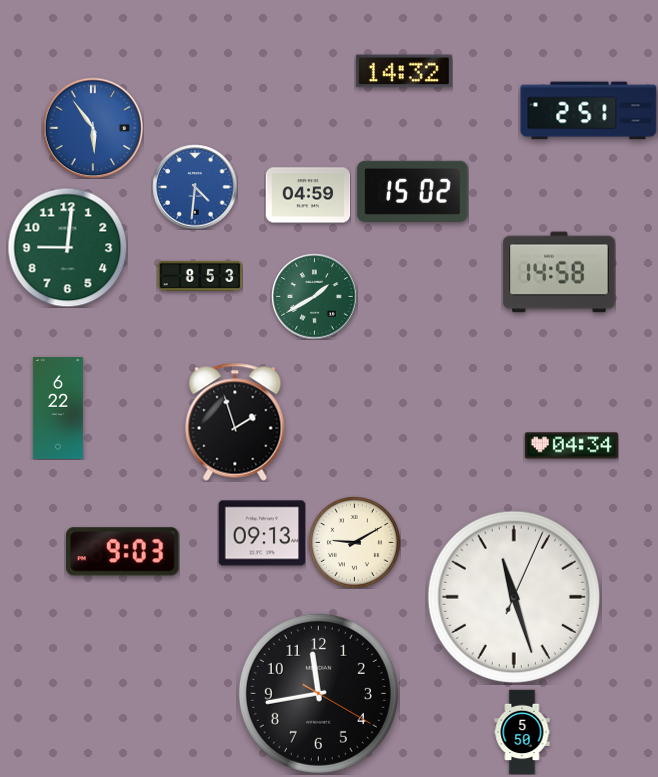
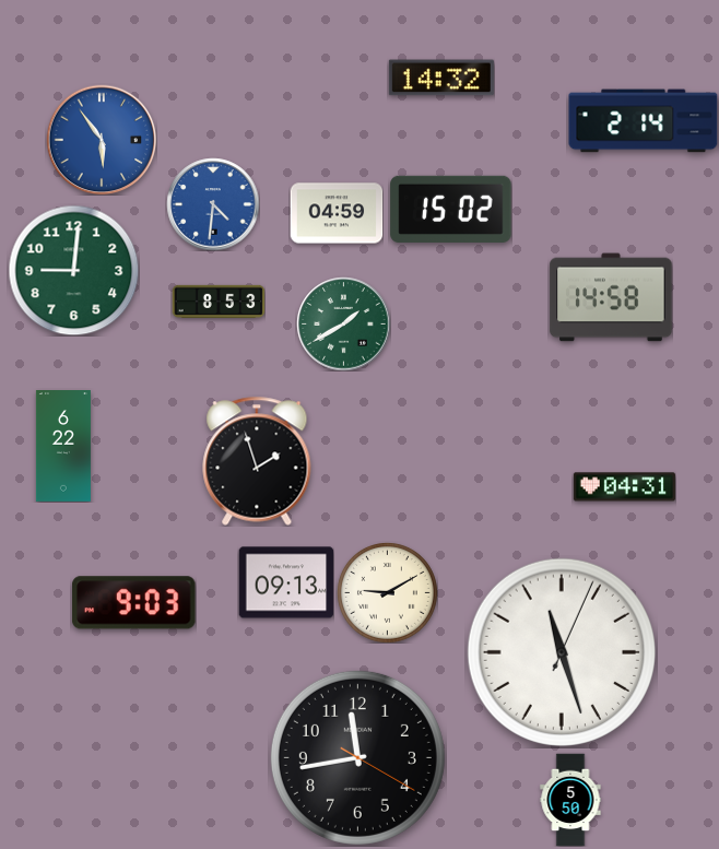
clock at (589, 111): 2:51 -> 2:14
clock at (571, 446): 04:34 -> 04:31
clock at (318, 693) position: (318, 693) -> (357, 757)
